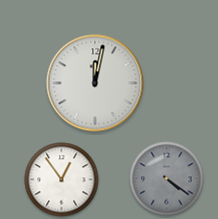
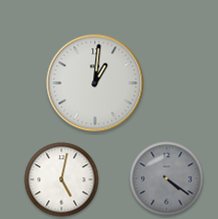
clock at (95, 83): 12:02 -> 1:01
clock at (62, 180): 12:54 -> 5:02
